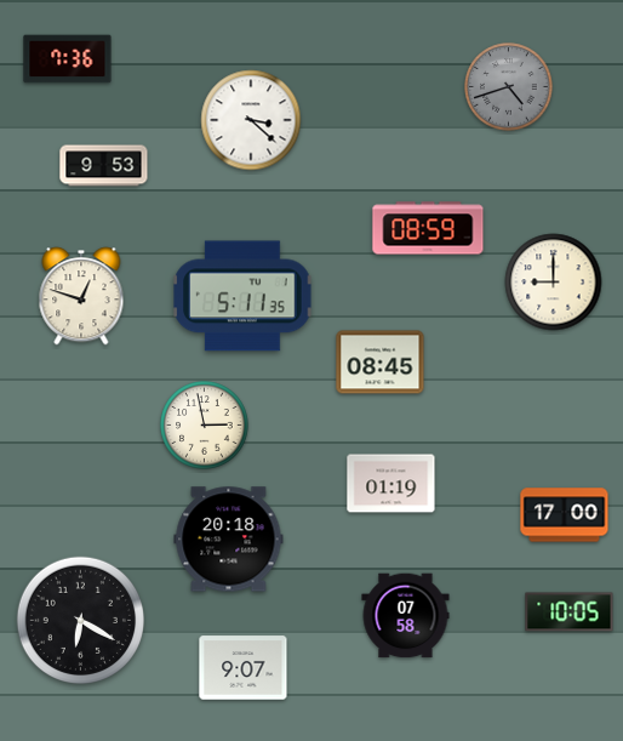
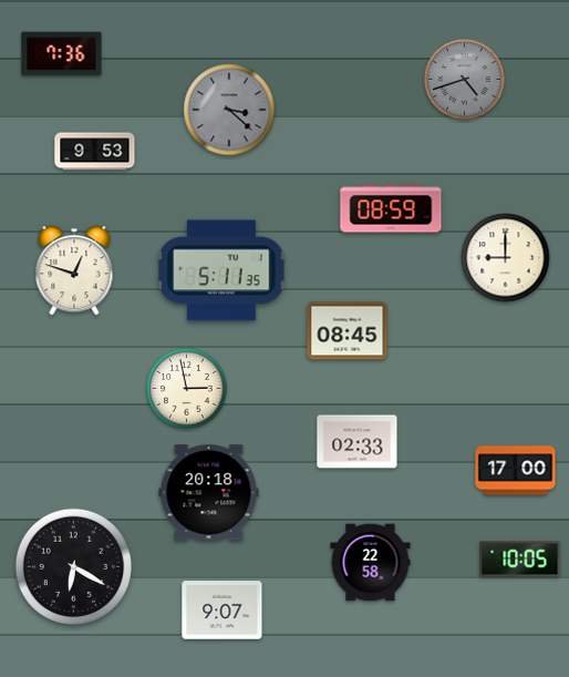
clock at (251, 120) dial: white -> grey
clock at (391, 484): 01:19 -> 02:33
clock at (406, 616): 07:58 -> 22:58
